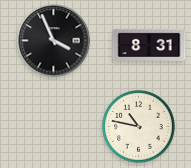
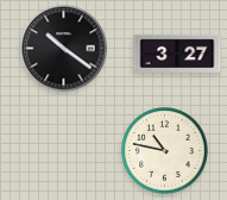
clock at (54, 41): 3:56 -> 10:21
clock at (149, 45): 8:31 -> 3:27
